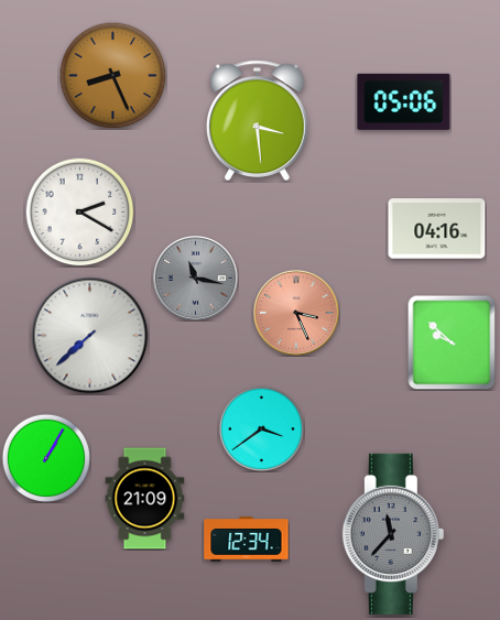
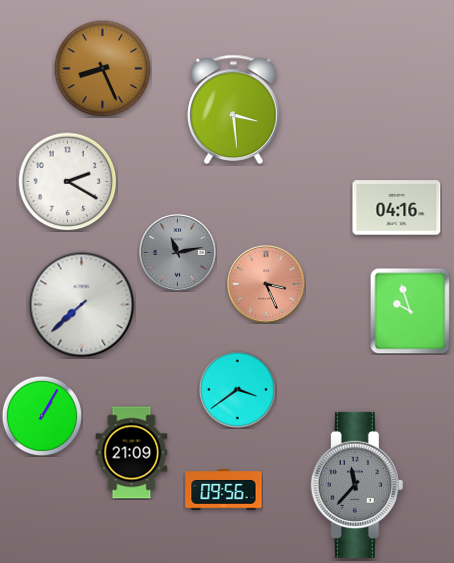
clock at (404, 101): 05:06 -> none
clock at (80, 213) position: (80, 213) -> (68, 182)
clock at (196, 279): 11:17 -> 11:13
clock at (296, 313) position: (296, 313) -> (266, 284)
clock at (452, 342): 9:52 -> 9:57
clock at (247, 540): 12:34 -> 09:56
